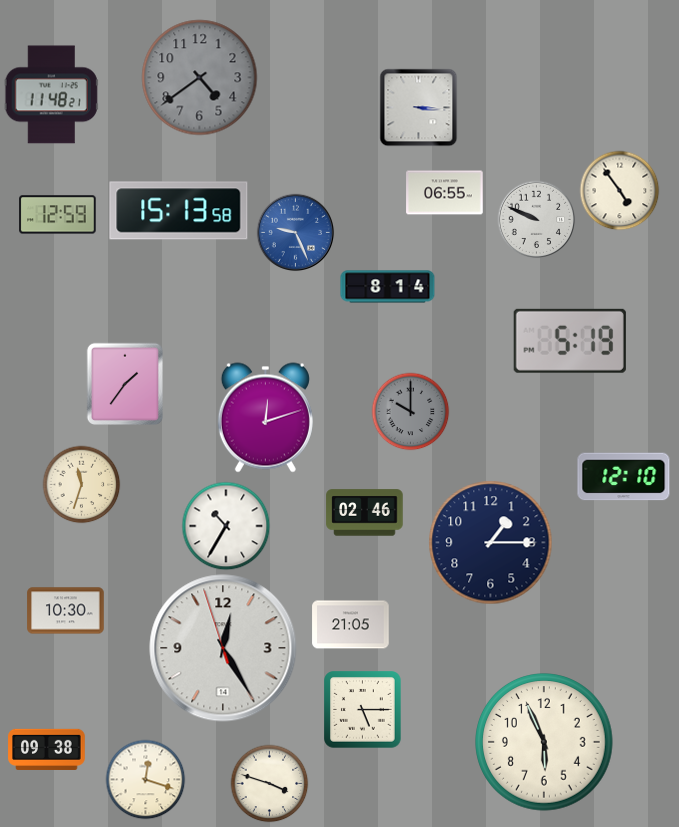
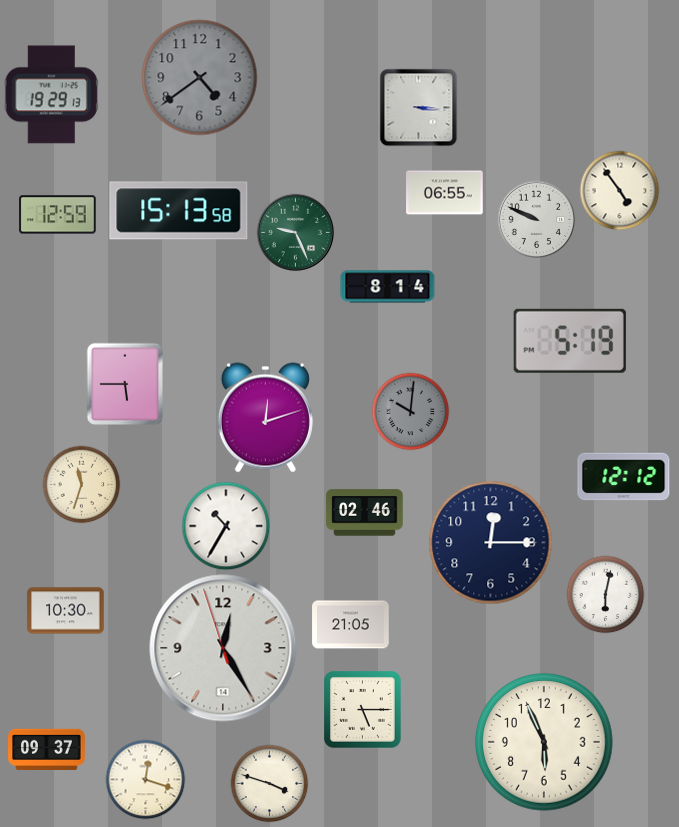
clock at (51, 95): 11:48 -> 19:29
clock at (295, 232) dial: blue -> green
clock at (124, 383): 1:36 -> 5:45
clock at (410, 411): 10:00 -> 10:01
clock at (624, 477): 12:10 -> 12:12
clock at (491, 543): 1:15 -> 12:15
clock at (605, 594): none -> 6:02
clock at (47, 749): 09:38 -> 09:37
